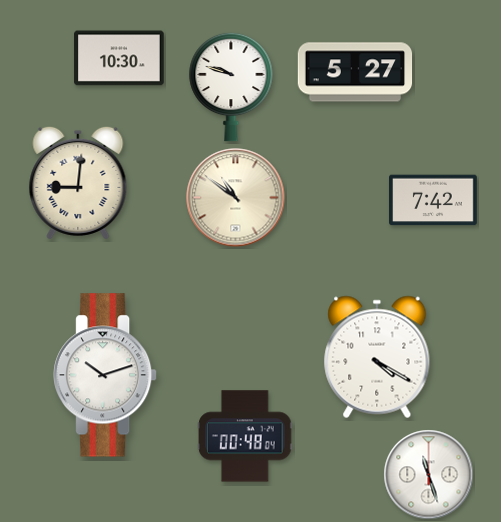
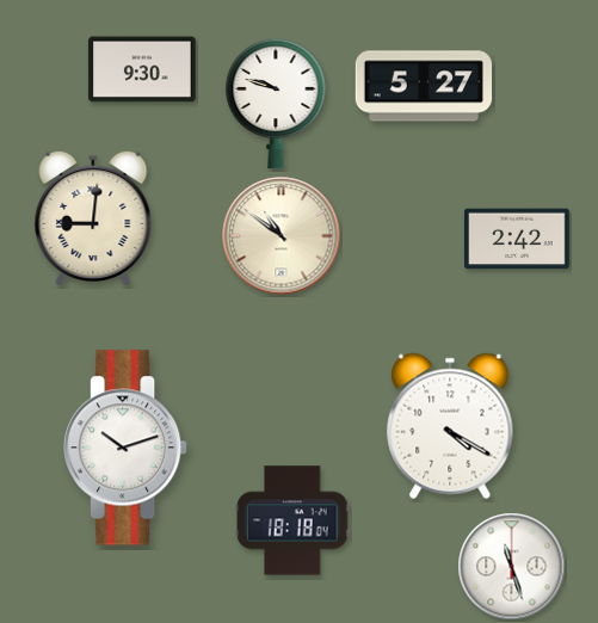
clock at (119, 58): 10:30 -> 9:30
clock at (434, 200): 7:42 -> 2:42
clock at (245, 436): 00:48 -> 18:18
